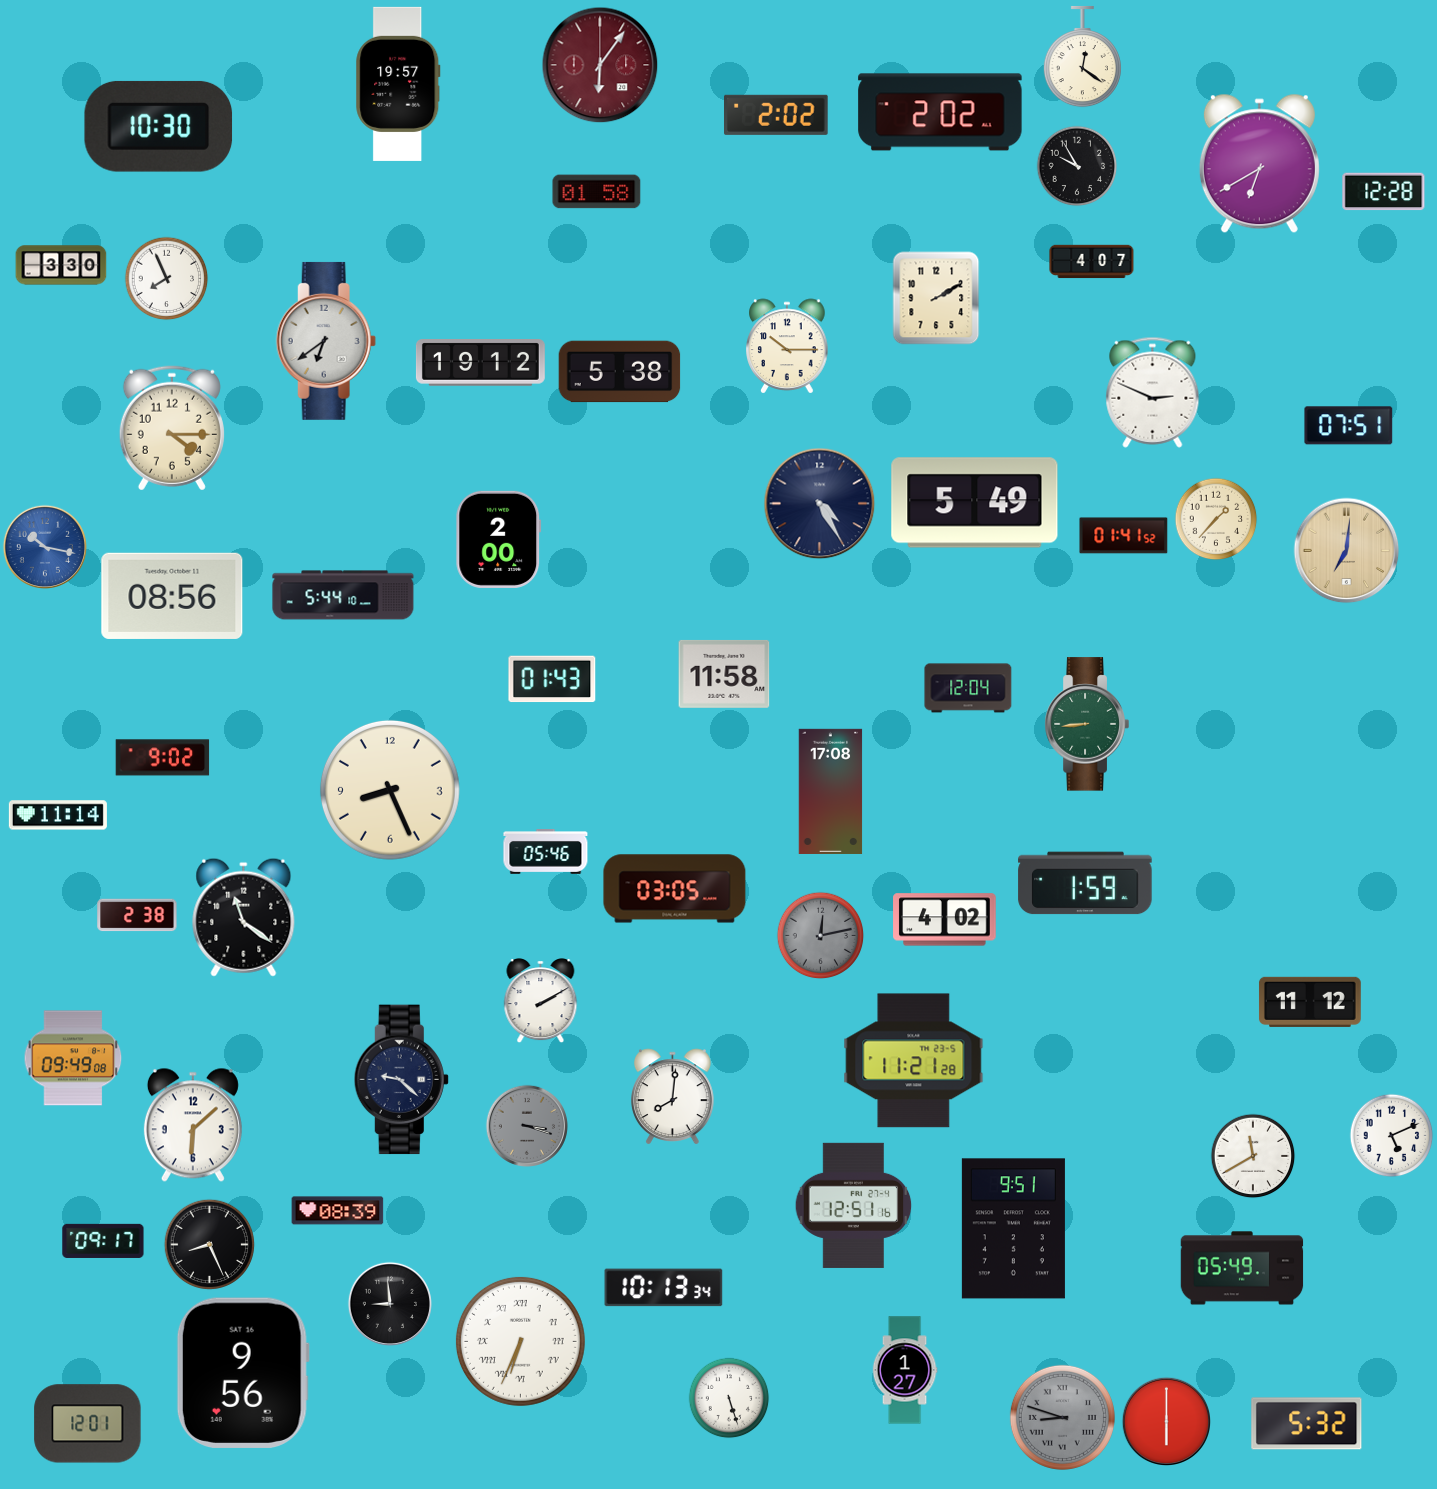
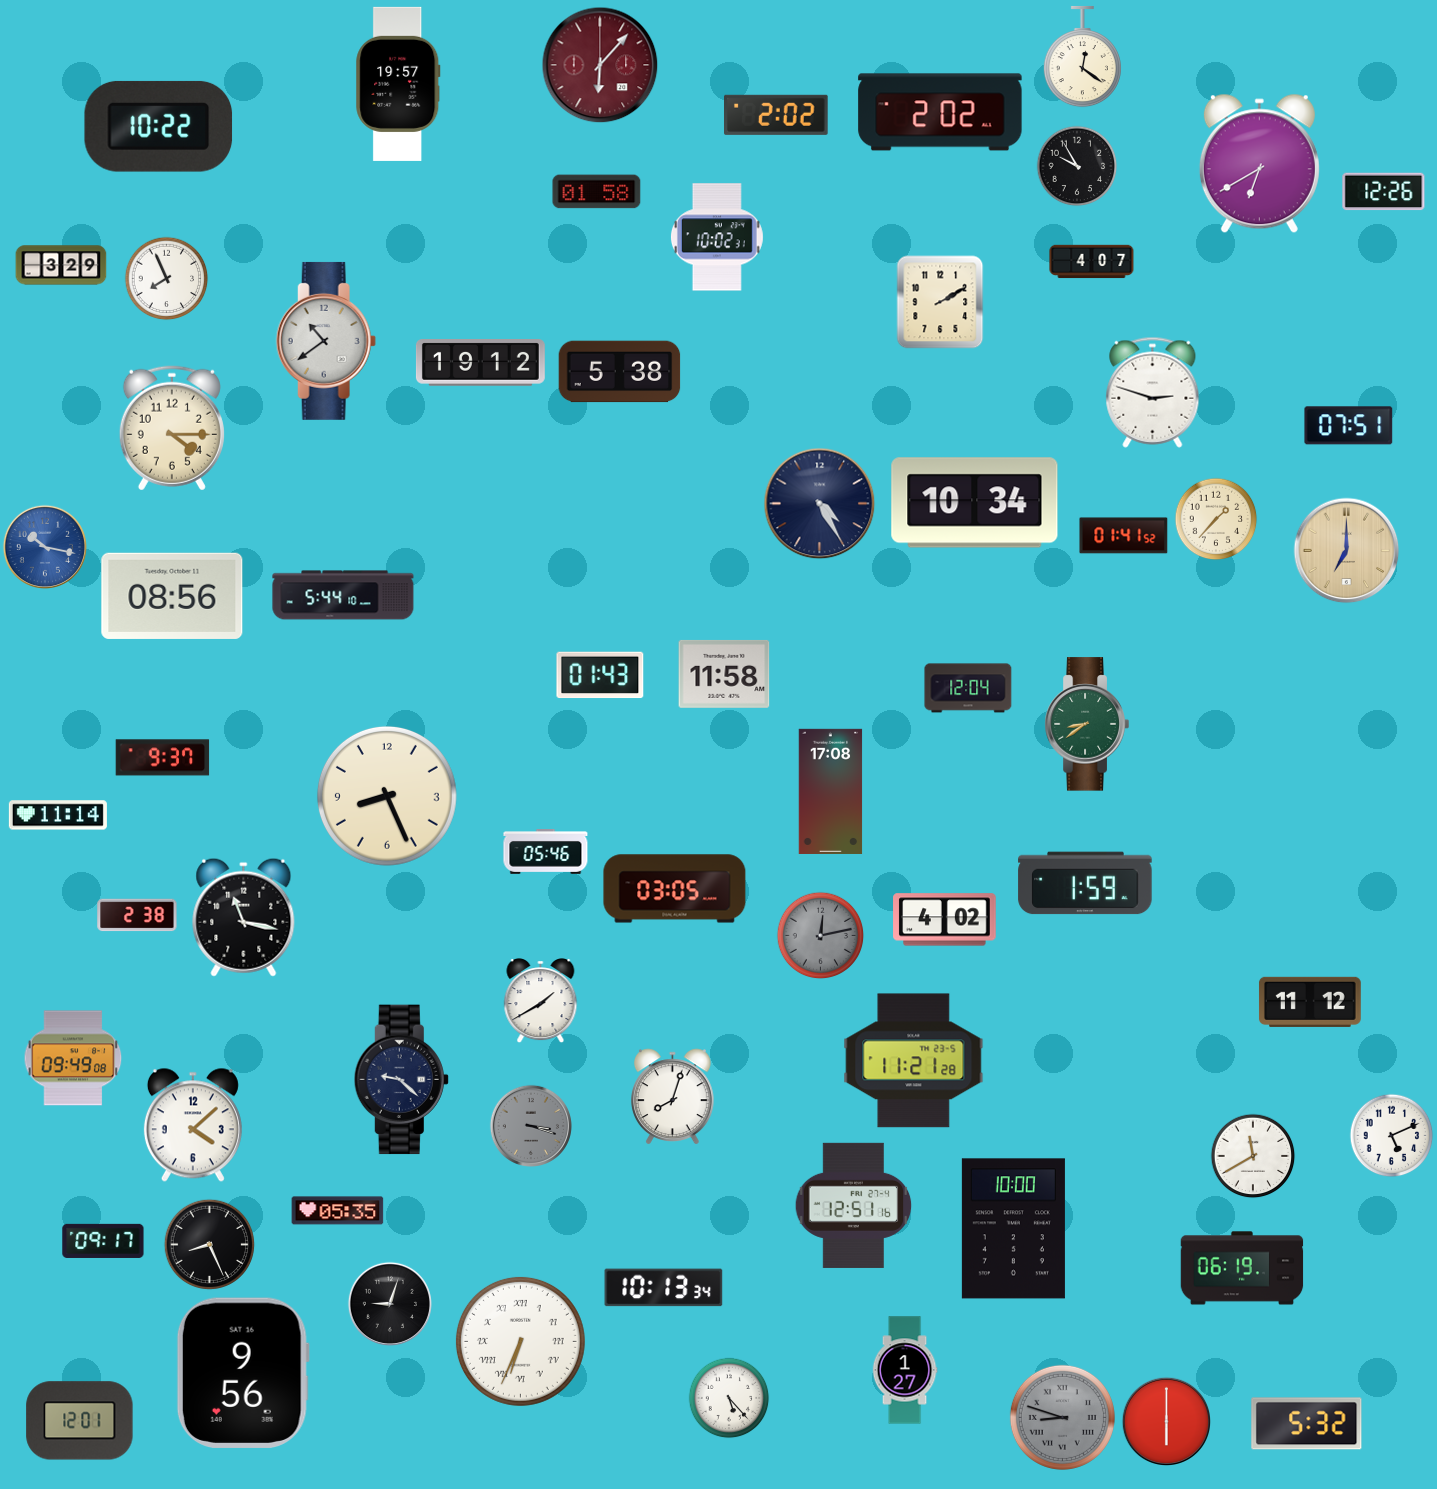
clock at (600, 65): 6:06 -> 6:07
clock at (159, 126): 10:30 -> 10:22
clock at (1384, 192): 12:28 -> 12:26
clock at (717, 237): none -> 10:02
clock at (61, 265): 3:30 -> 3:29
clock at (936, 298) position: (936, 298) -> (940, 302)
clock at (326, 341): 6:39 -> 10:39
clock at (787, 346): 10:15 -> none
clock at (1153, 392): 2:49 -> 2:48
clock at (975, 503): 5:49 -> 10:34
clock at (499, 539): 2:00 -> none
clock at (1347, 551): 7:01 -> 7:00
clock at (552, 679) position: (552, 679) -> (600, 675)
clock at (1087, 724): 8:44 -> 8:39
clock at (163, 758): 9:02 -> 9:37
clock at (390, 790) position: (390, 790) -> (387, 796)
clock at (244, 917): 11:21 -> 11:17
clock at (541, 1001): 2:10 -> 1:40
clock at (672, 1096): 8:01 -> 8:03
clock at (193, 1125): 6:08 -> 4:08
clock at (527, 1126) position: (527, 1126) -> (531, 1126)
clock at (338, 1211): 08:39 -> 05:35
clock at (1013, 1229): 9:51 -> 10:00
clock at (1242, 1268): 05:49 -> 06:19
clock at (389, 1303): 8:59 -> 9:03
clock at (729, 1398): 5:27 -> 5:23
clock at (88, 1424) position: (88, 1424) -> (80, 1421)
